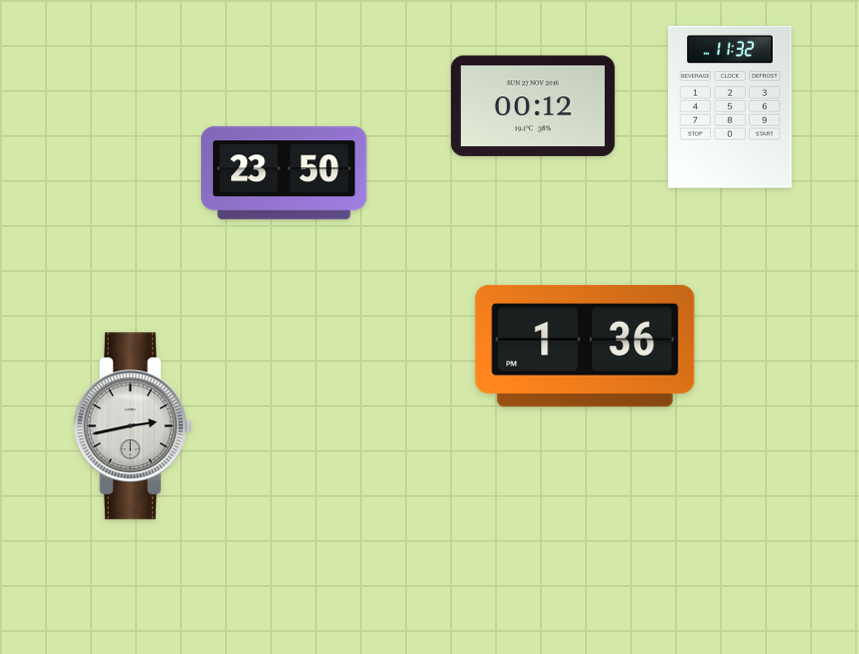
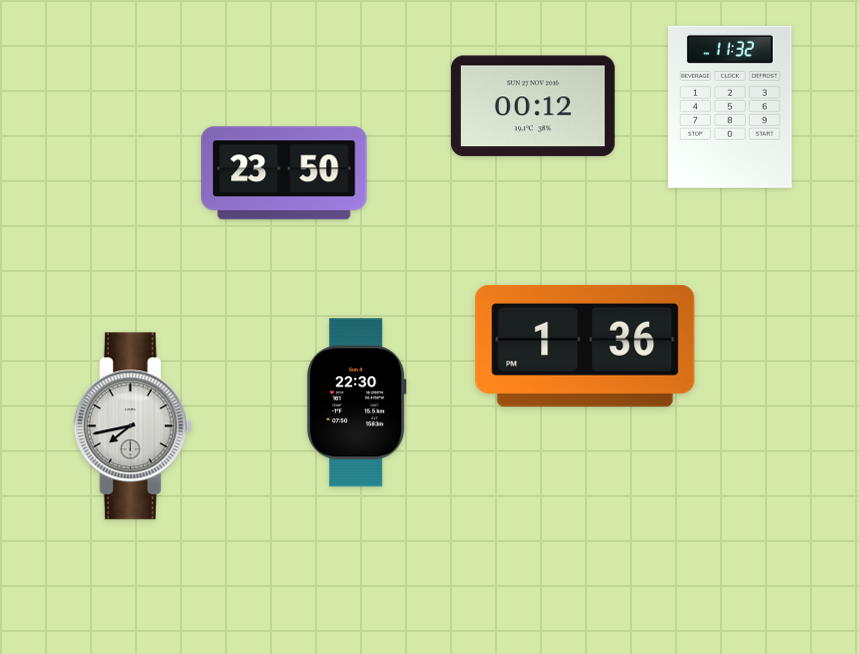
clock at (356, 403): none -> 22:30
clock at (133, 426): 2:43 -> 7:43
